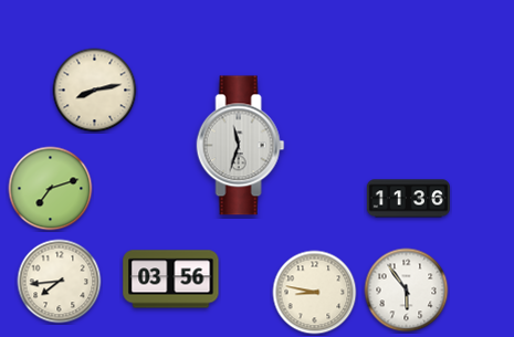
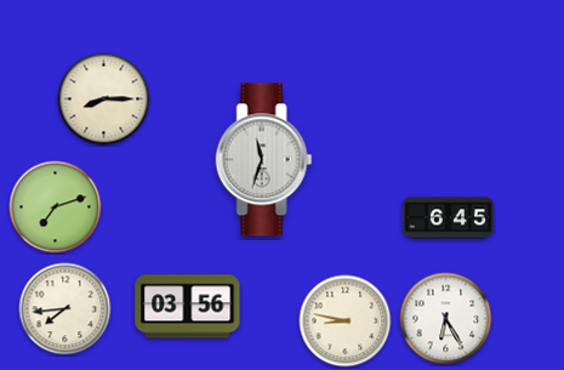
clock at (95, 91): 8:13 -> 8:15
clock at (408, 199): 11:36 -> 6:45
clock at (407, 291): 5:54 -> 6:25
